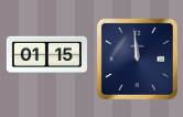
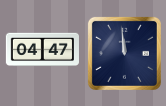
clock at (46, 55): 01:15 -> 04:47
